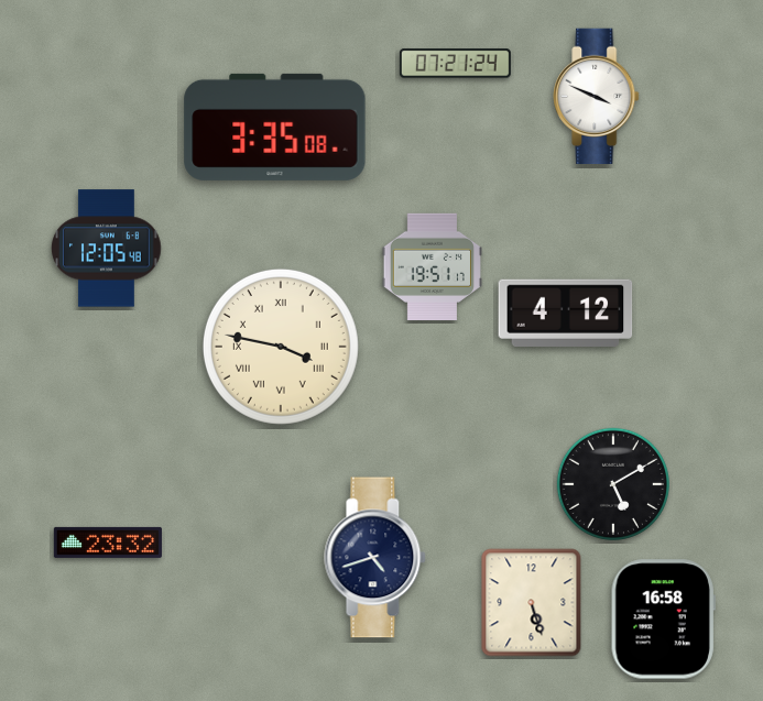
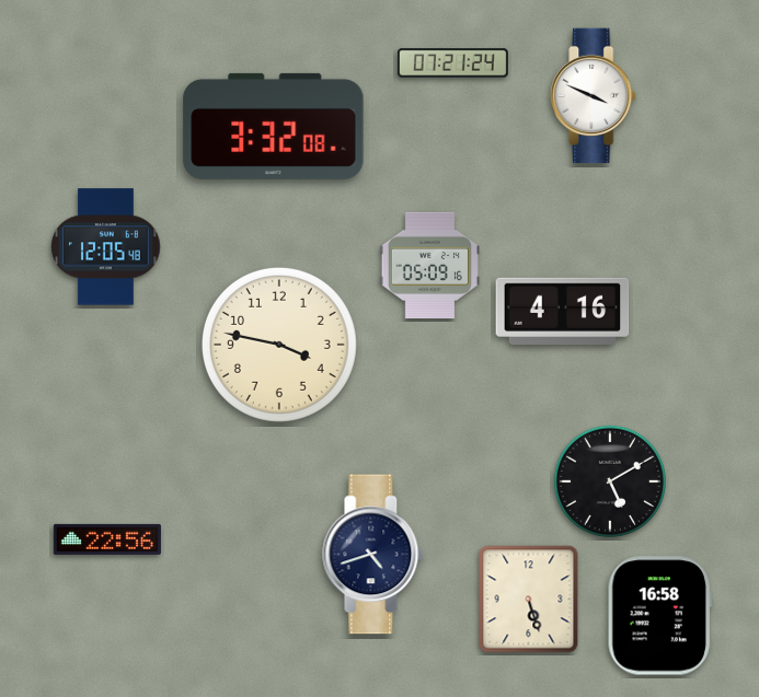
clock at (275, 127): 3:35 -> 3:32
clock at (432, 266): 19:51 -> 05:09
clock at (566, 313): 4:12 -> 4:16
clock at (281, 347) numerals: Roman -> Arabic
clock at (108, 543): 23:32 -> 22:56
